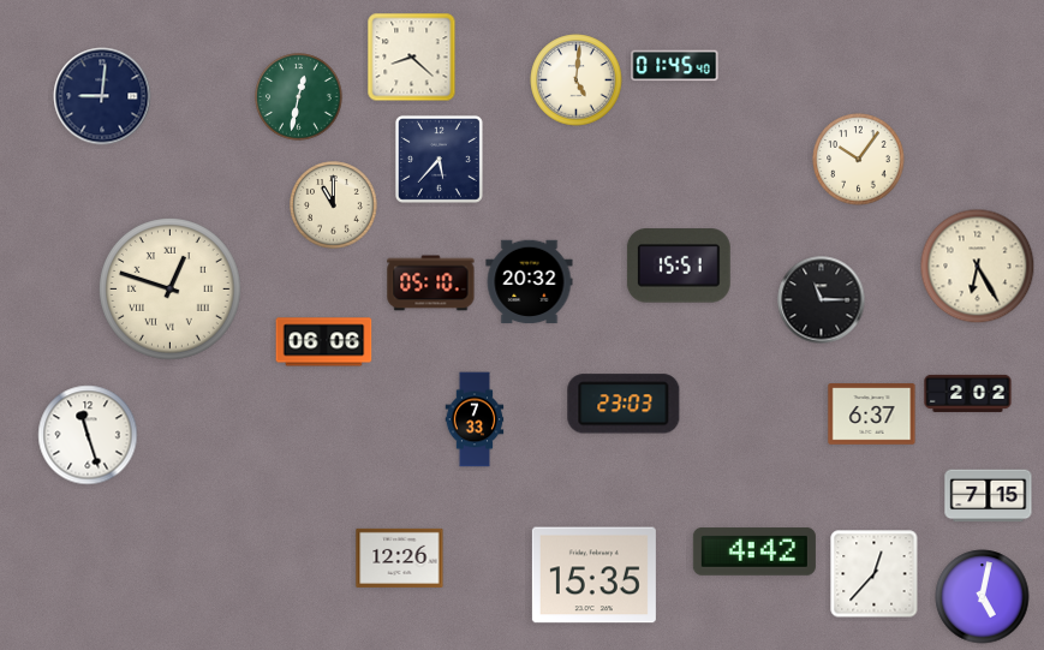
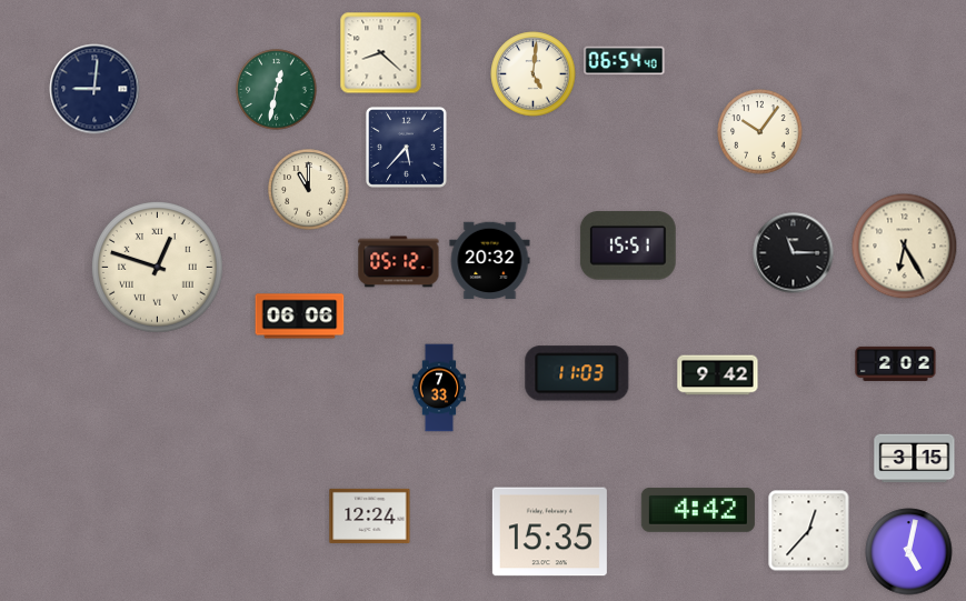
clock at (675, 66): 01:45 -> 06:54
clock at (859, 160) position: (859, 160) -> (760, 132)
clock at (431, 284): 05:10 -> 05:12
clock at (822, 300) position: (822, 300) -> (794, 253)
clock at (624, 404): 23:03 -> 11:03
clock at (718, 375): none -> 9:42
clock at (872, 415): 6:37 -> none
clock at (88, 435): 11:27 -> none
clock at (989, 496): 7:15 -> 3:15
clock at (400, 557): 12:26 -> 12:24
